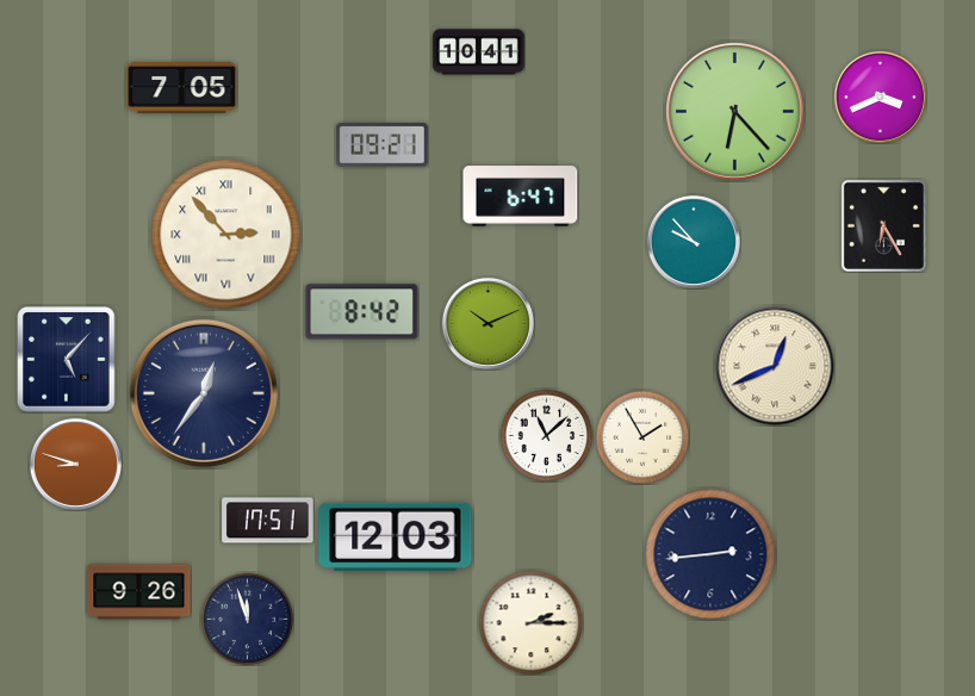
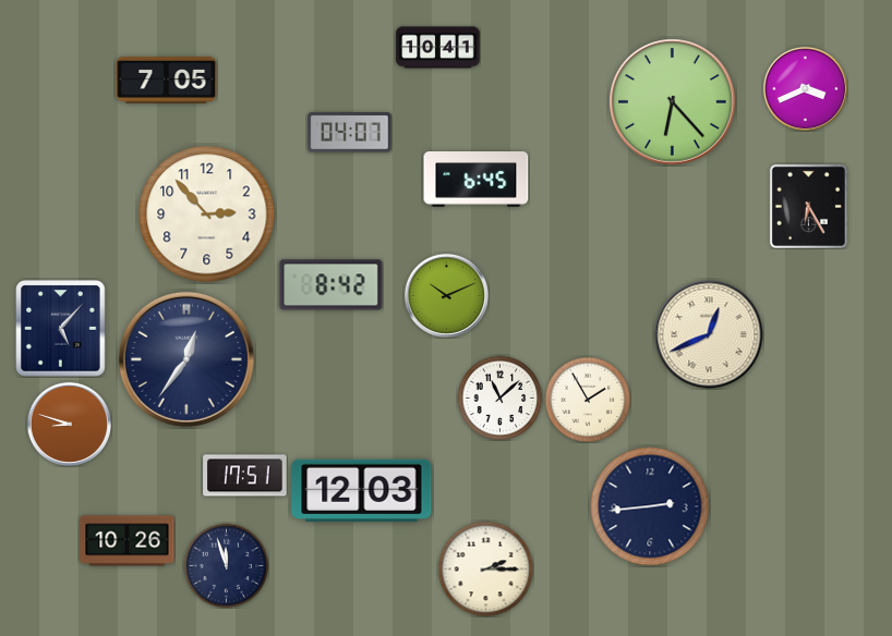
clock at (383, 145): 09:21 -> 04:07
clock at (521, 197): 6:47 -> 6:45
clock at (226, 235) numerals: Roman -> Arabic
clock at (693, 241): 9:53 -> none
clock at (139, 592): 9:26 -> 10:26
